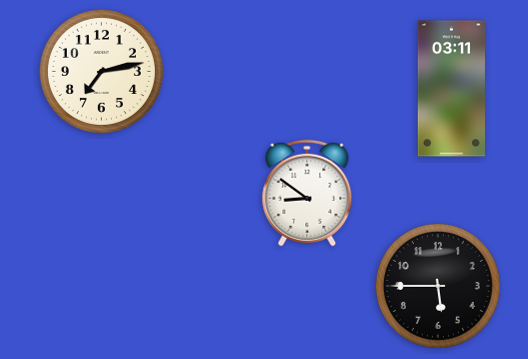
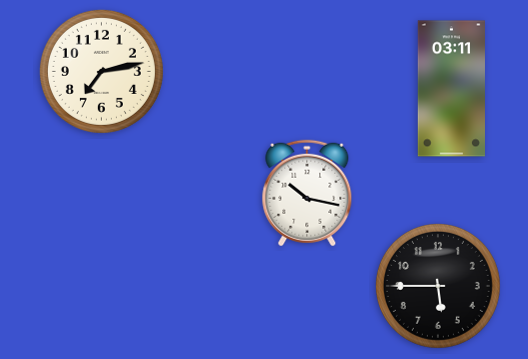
clock at (307, 193): 8:51 -> 10:17
